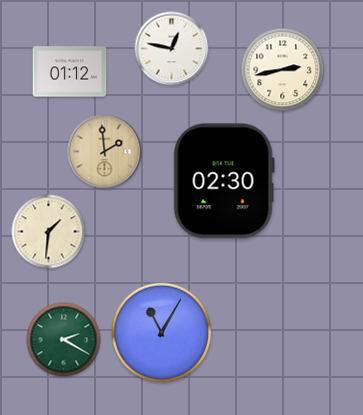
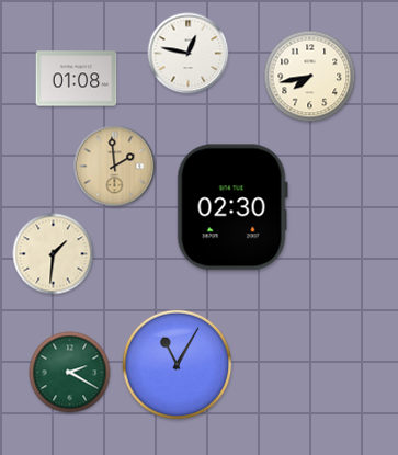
clock at (283, 70): 2:43 -> 7:43
clock at (70, 72): 01:12 -> 01:08
clock at (224, 181) position: (224, 181) -> (232, 207)
